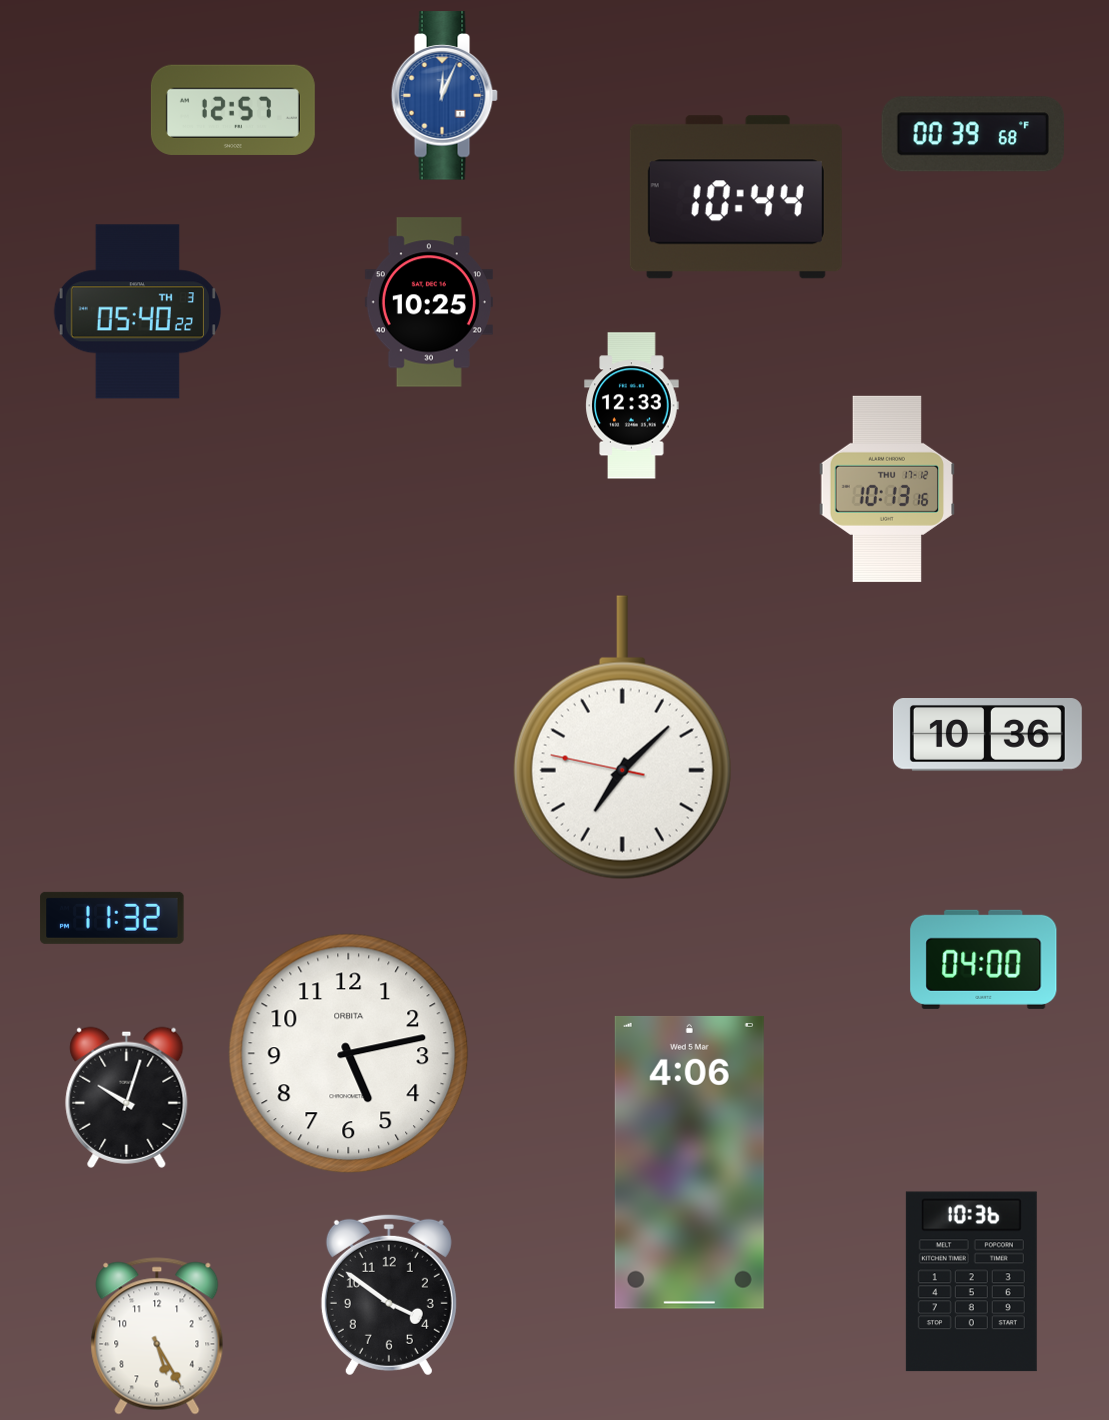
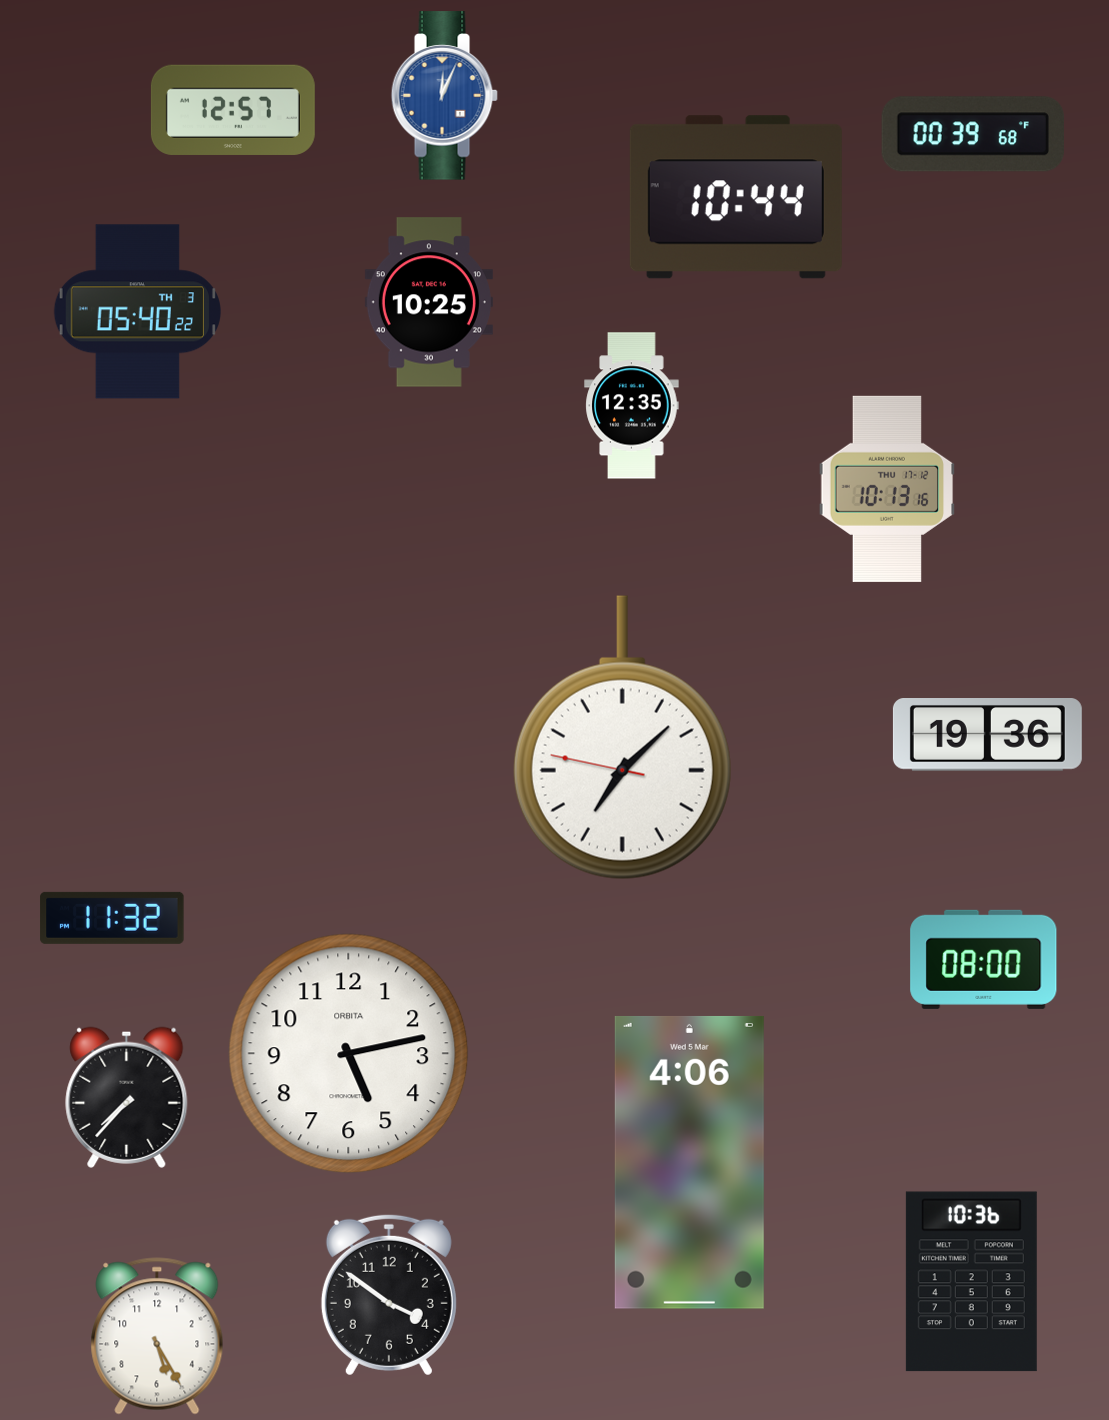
clock at (632, 406): 12:33 -> 12:35
clock at (987, 735): 10:36 -> 19:36
clock at (984, 959): 04:00 -> 08:00
clock at (127, 1097): 10:03 -> 7:37
